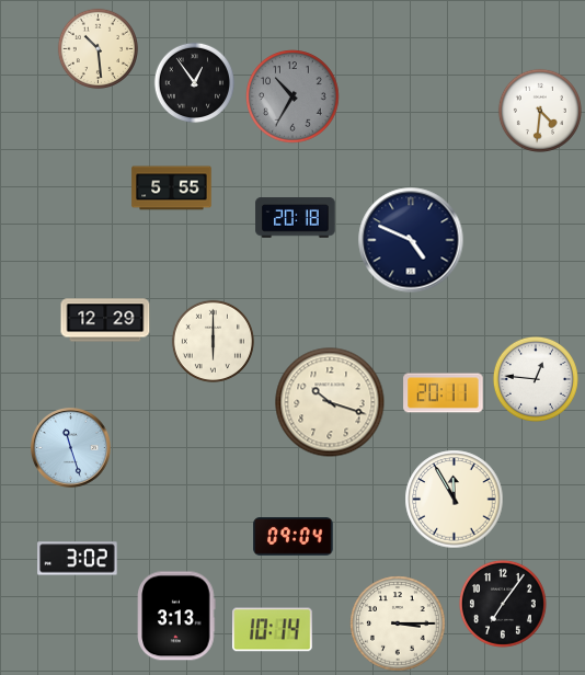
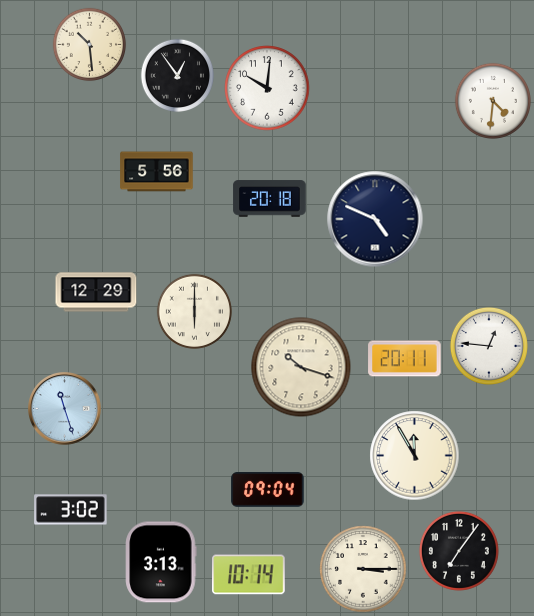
clock at (292, 96): 10:35 -> 10:01
clock at (292, 96) dial: grey -> white
clock at (172, 188): 5:55 -> 5:56
